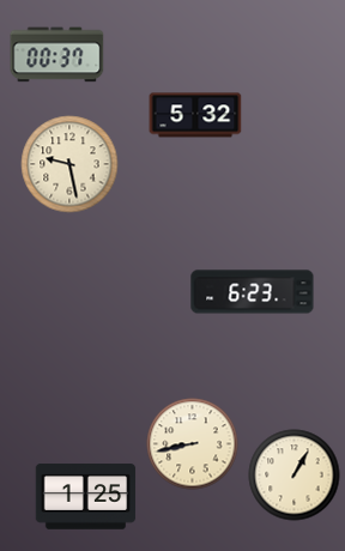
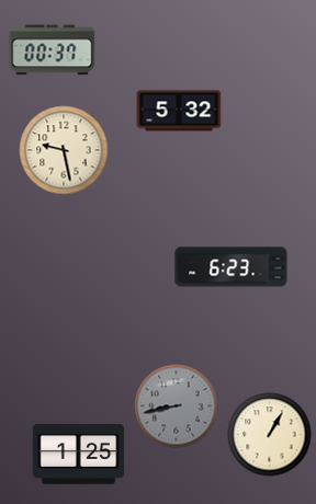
clock at (195, 115) position: (195, 115) -> (179, 111)
clock at (193, 444) dial: cream -> grey
